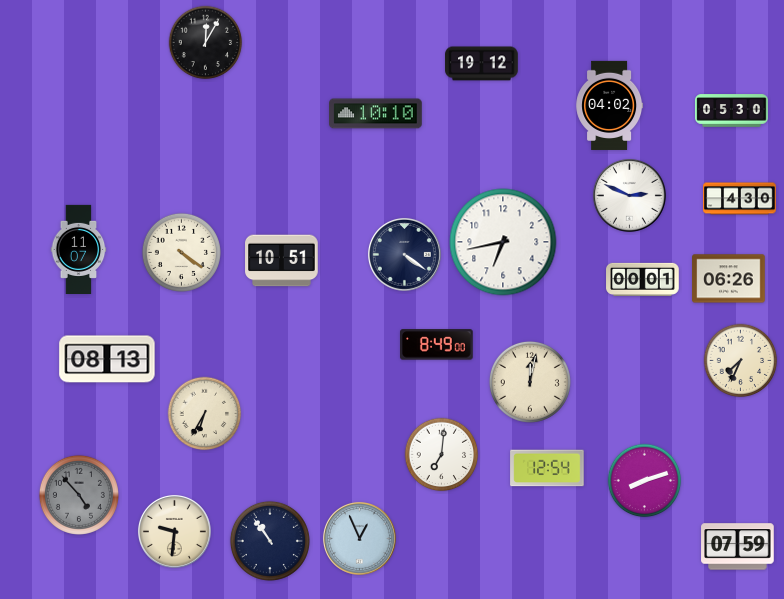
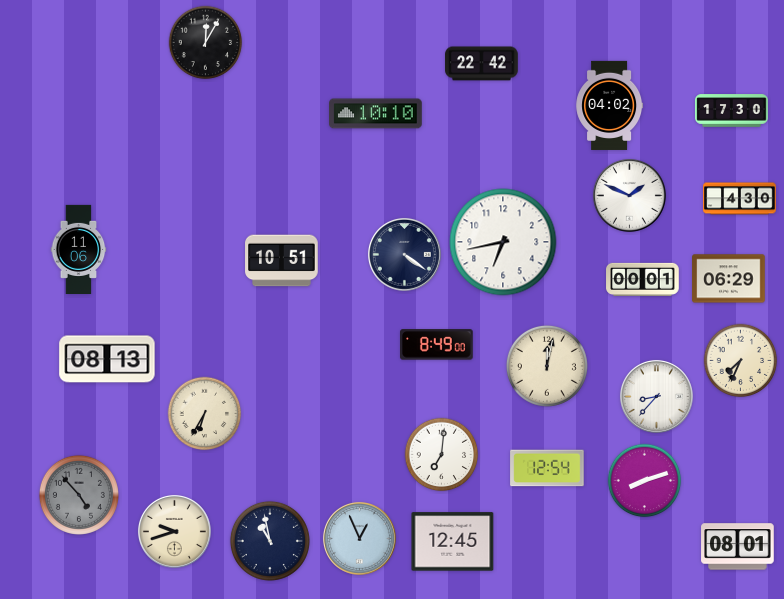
clock at (482, 64): 19:12 -> 22:42
clock at (732, 111): 05:30 -> 17:30
clock at (629, 195): 2:49 -> 1:49
clock at (79, 249): 11:07 -> 11:06
clock at (181, 252): 4:21 -> none
clock at (729, 279): 06:26 -> 06:29
clock at (530, 382) position: (530, 382) -> (547, 366)
clock at (656, 396): none -> 8:37
clock at (174, 531): 9:31 -> 9:42
clock at (270, 541): 10:54 -> 10:58
clock at (453, 542): none -> 12:45
clock at (738, 547): 07:59 -> 08:01
